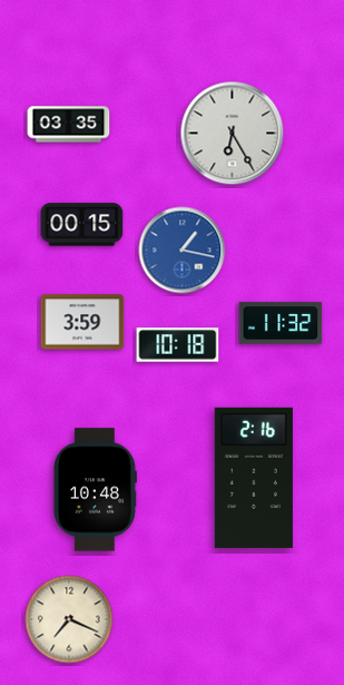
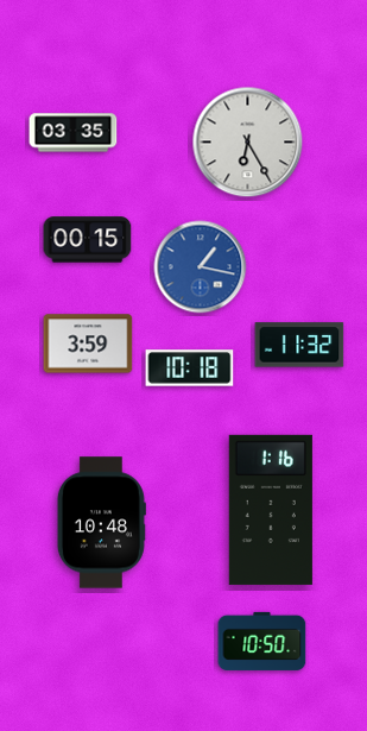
clock at (183, 251) position: (183, 251) -> (201, 267)
clock at (254, 478): 2:16 -> 1:16
clock at (262, 641): none -> 10:50
clock at (69, 619): 7:19 -> none
